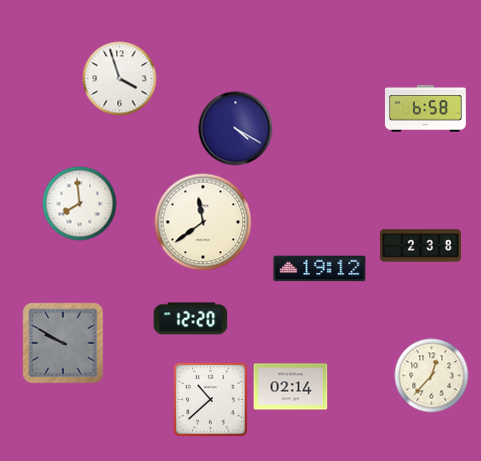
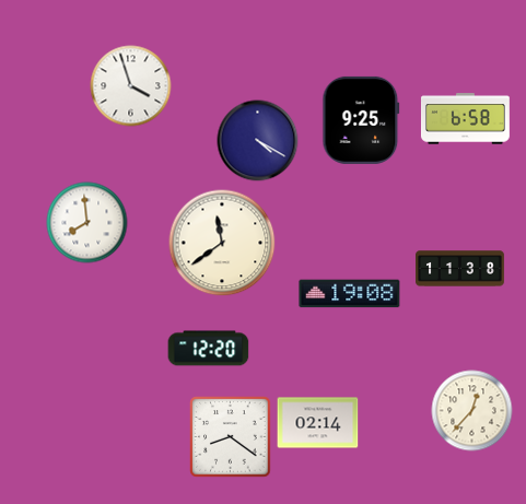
clock at (361, 120): none -> 9:25
clock at (421, 246): 2:38 -> 11:38
clock at (320, 269): 19:12 -> 19:08
clock at (63, 343): 9:50 -> none
clock at (211, 400): 10:38 -> 8:21
